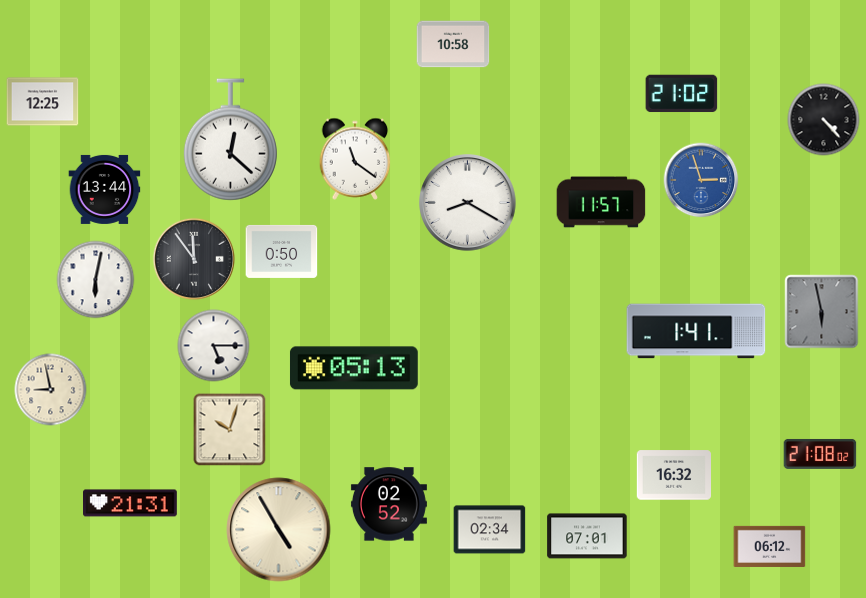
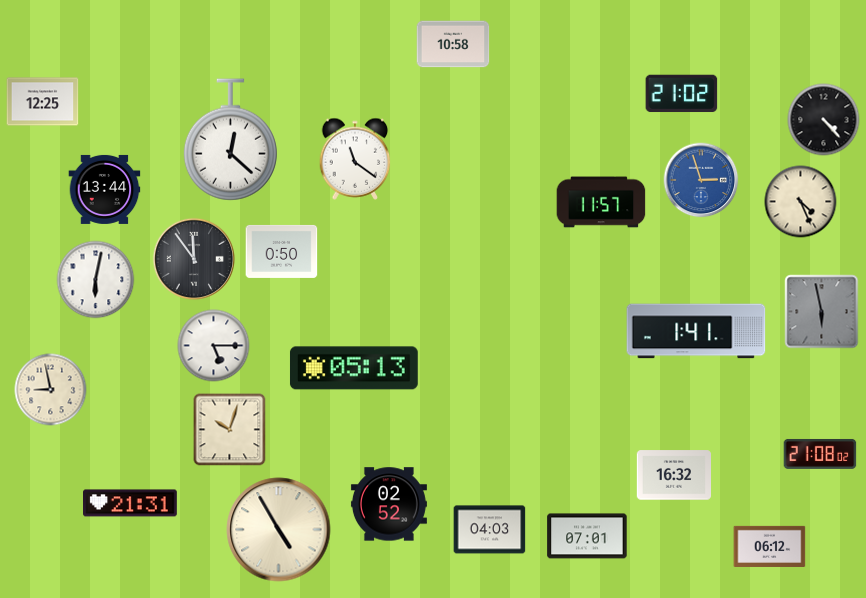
clock at (801, 202): none -> 4:26
clock at (468, 203): 8:20 -> none
clock at (490, 530): 02:34 -> 04:03
